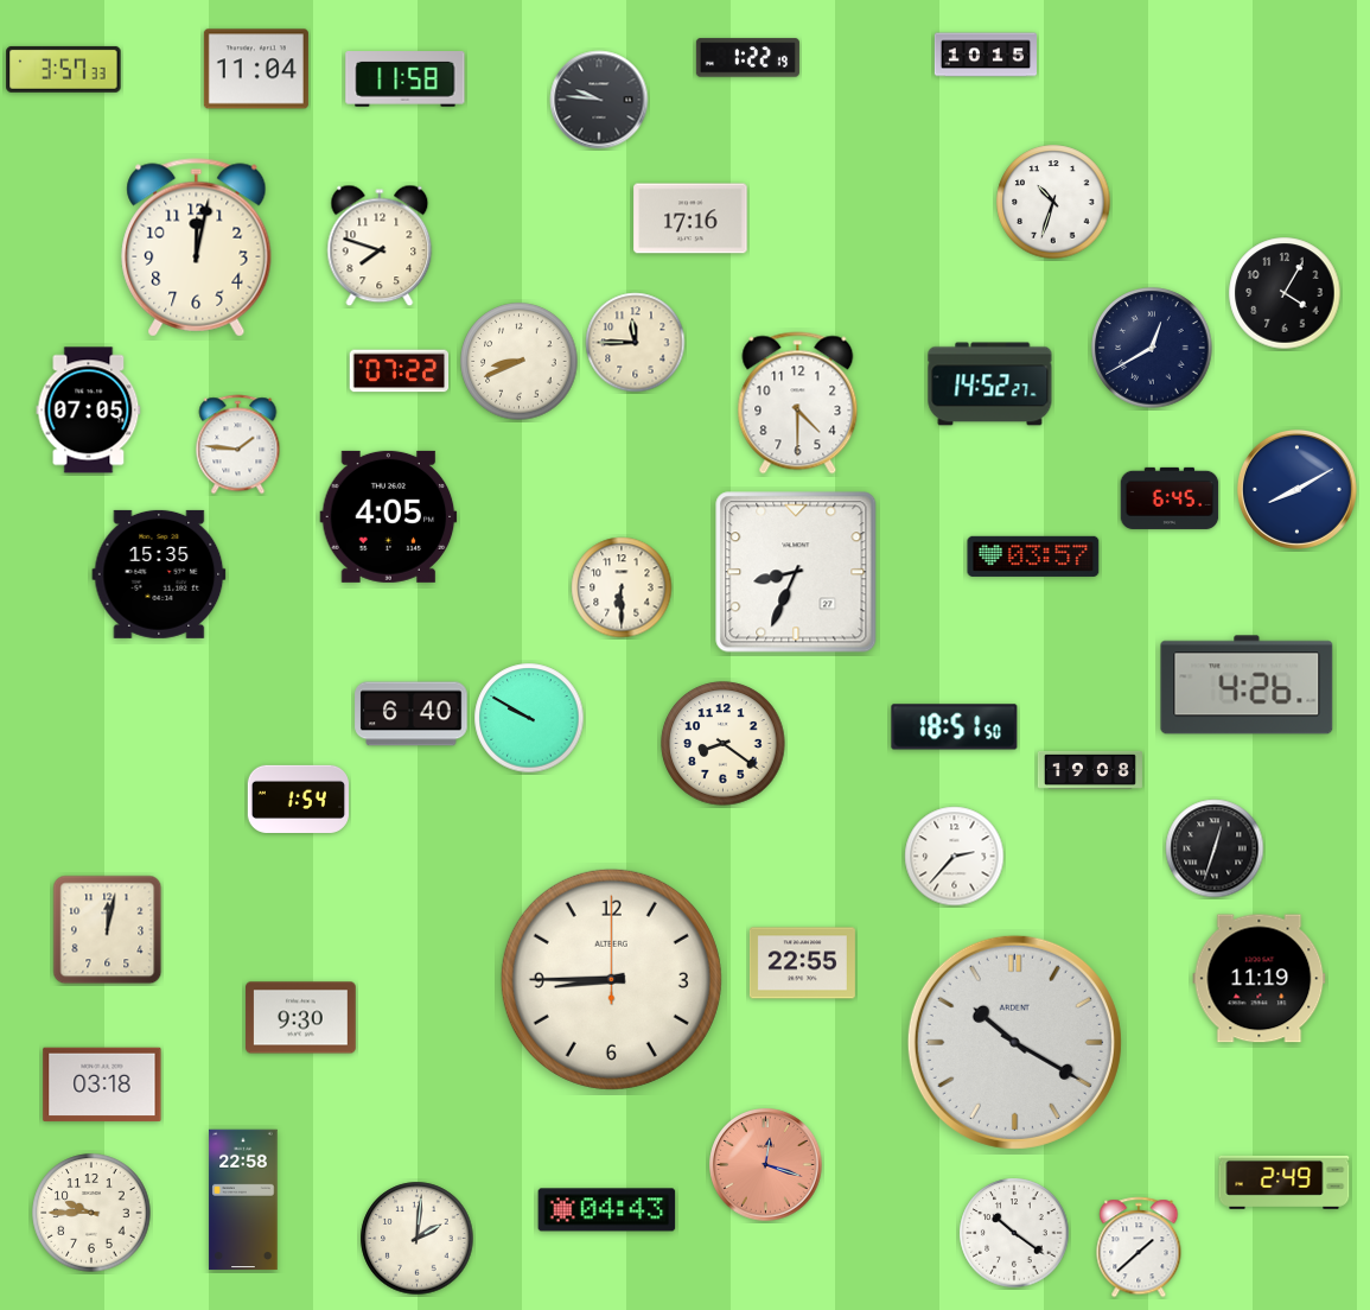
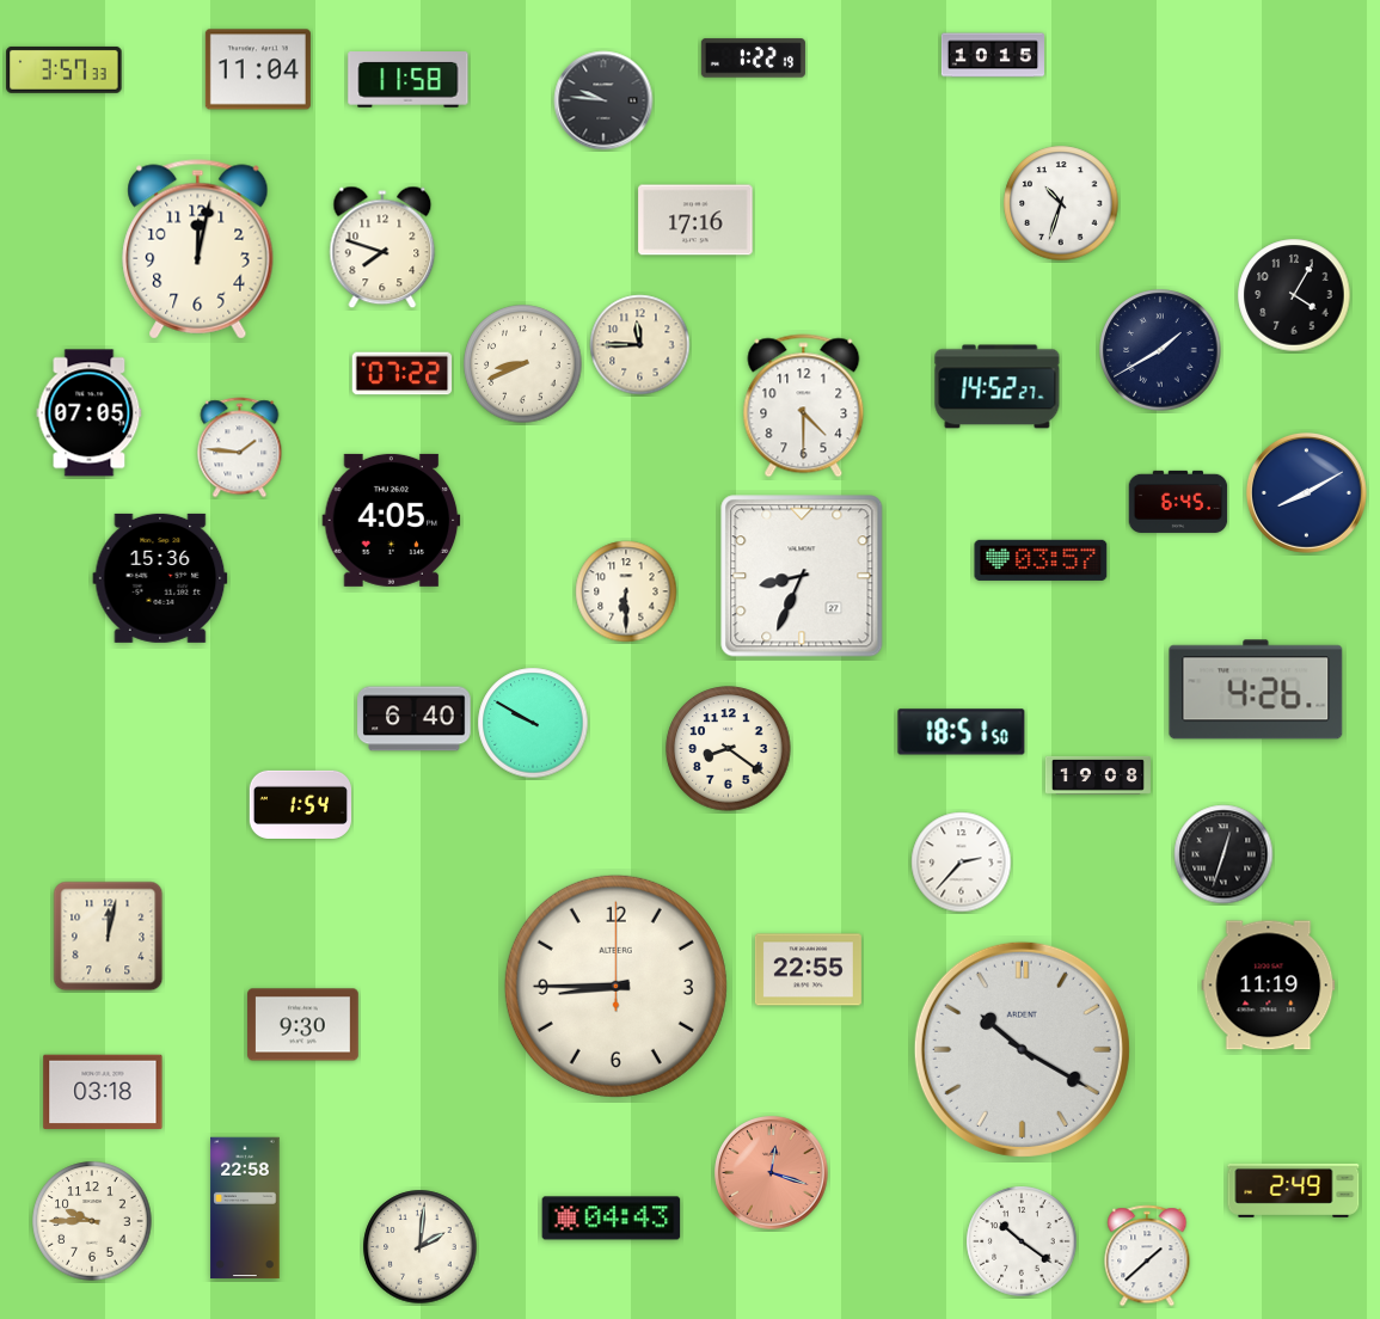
clock at (1152, 348): 12:40 -> 1:40
clock at (159, 574): 15:35 -> 15:36
